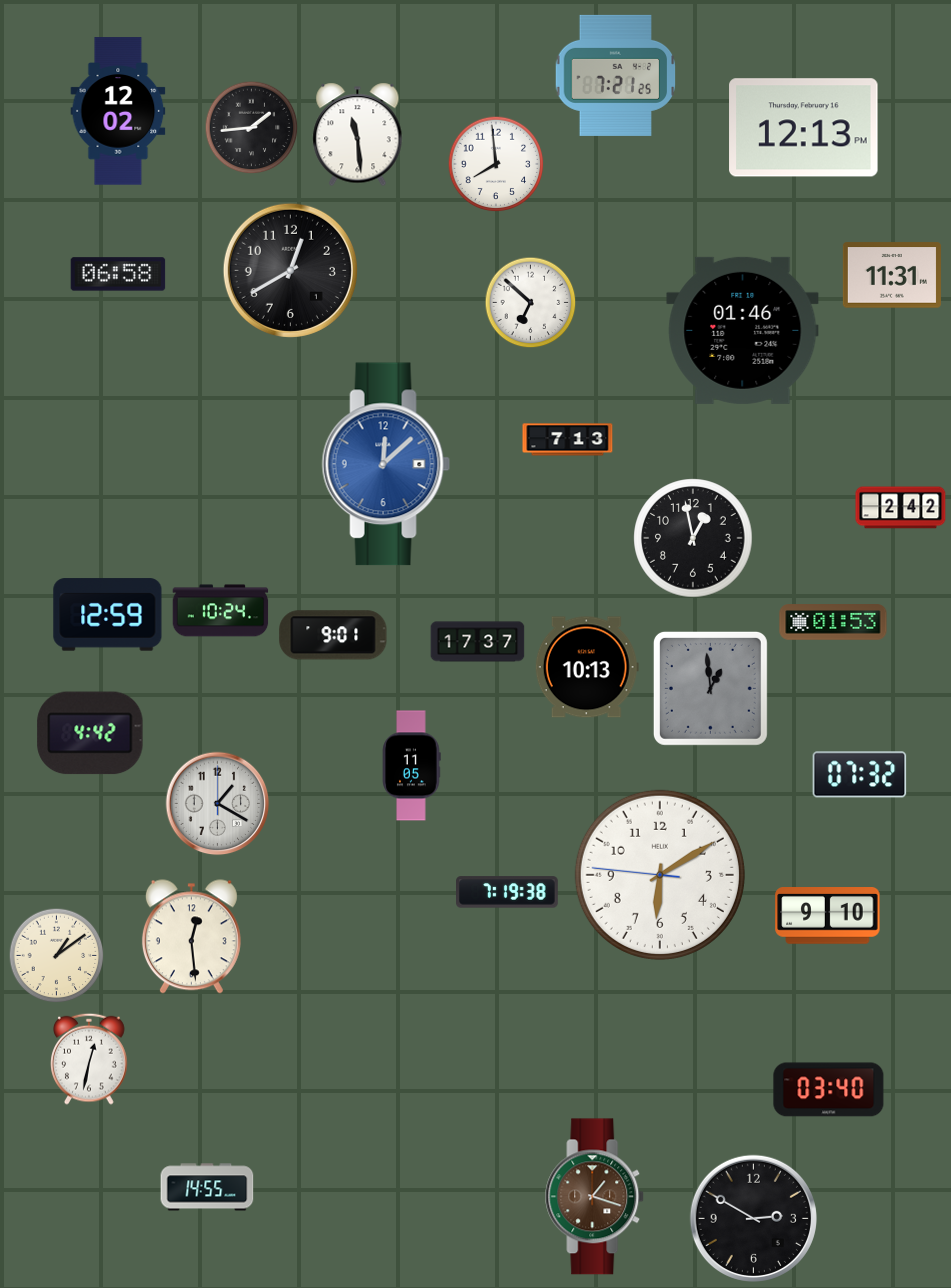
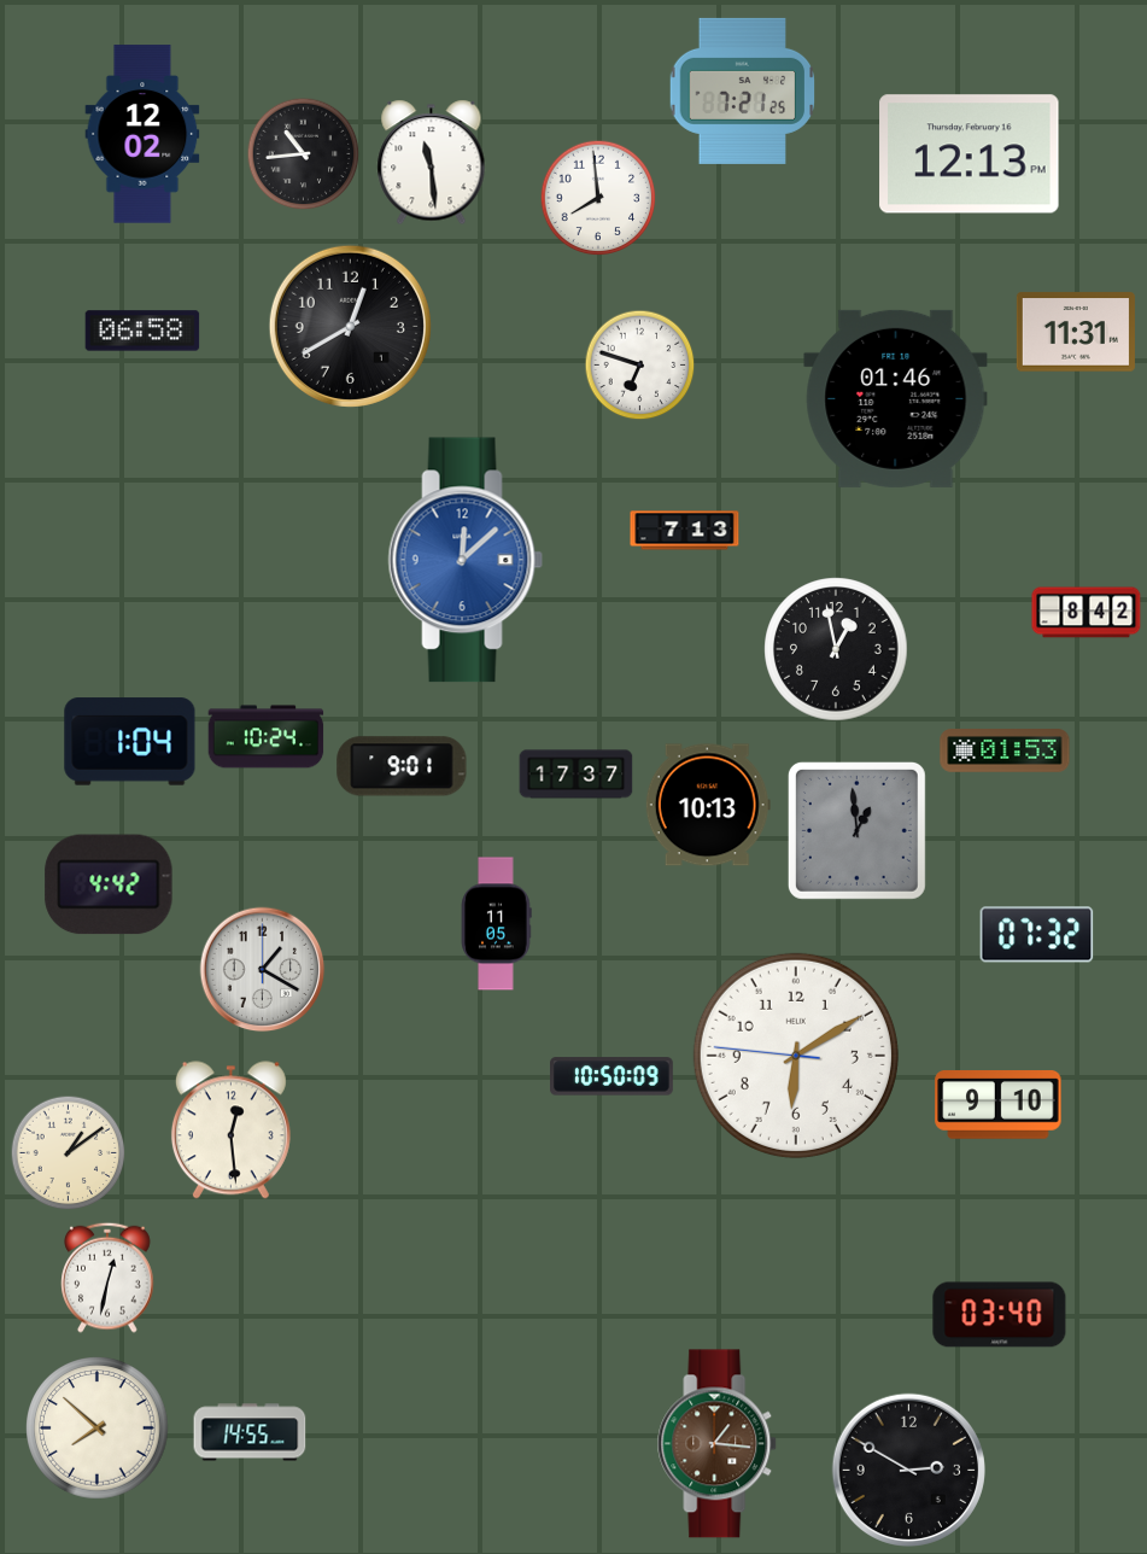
clock at (252, 128): 1:44 -> 10:44
clock at (531, 303): 6:52 -> 6:48
clock at (901, 508): 2:42 -> 8:42
clock at (108, 615): 12:59 -> 1:04
clock at (508, 892): 7:19 -> 10:50
clock at (98, 1429): none -> 7:52
clock at (595, 1197): 1:18 -> 1:16
